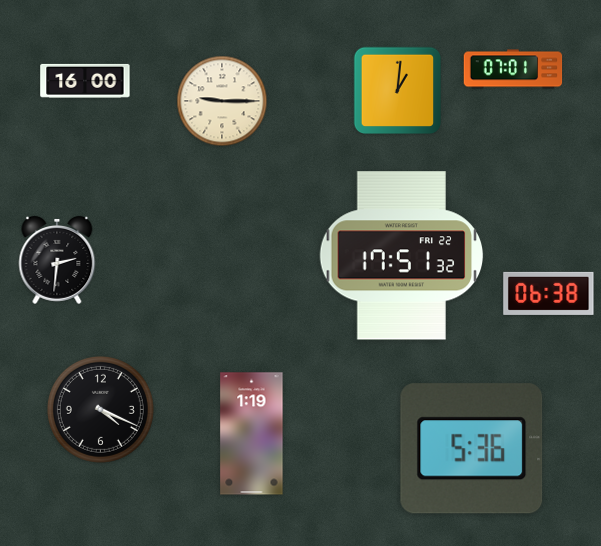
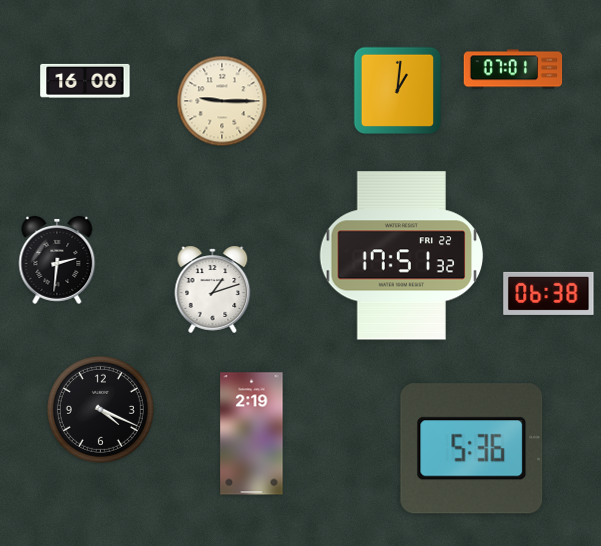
clock at (213, 289): none -> 1:12
clock at (252, 434): 1:19 -> 2:19
